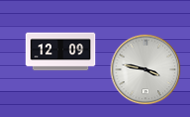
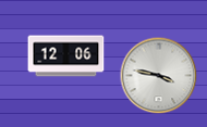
clock at (61, 52): 12:09 -> 12:06
